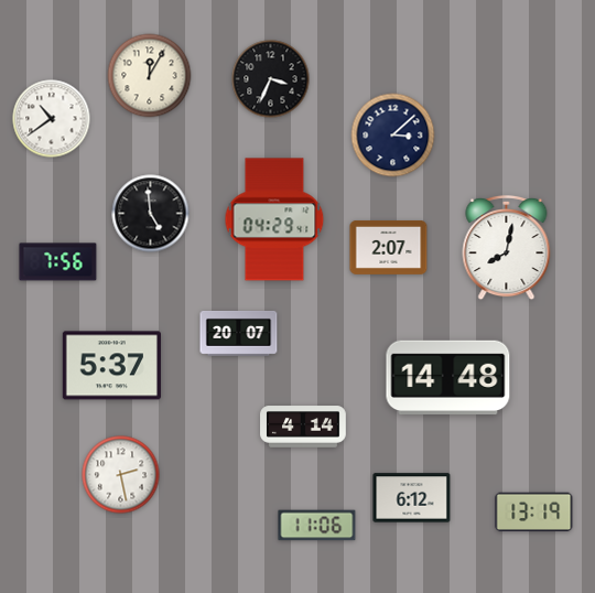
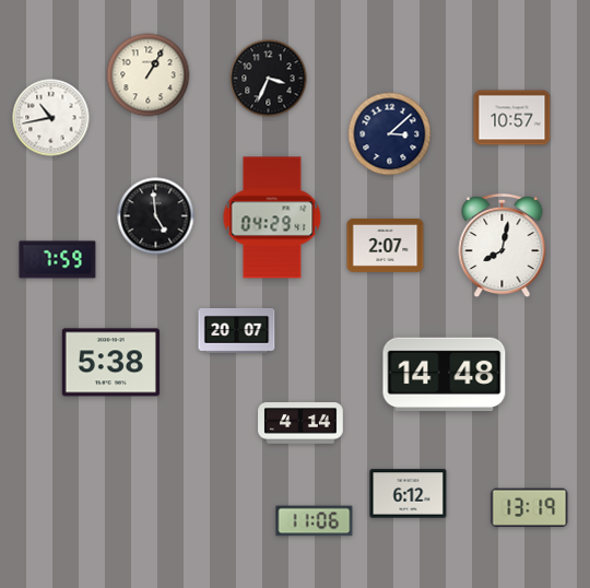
clock at (150, 76): 12:05 -> 1:05
clock at (52, 119): 10:39 -> 10:43
clock at (512, 118): none -> 10:57
clock at (151, 214) position: (151, 214) -> (156, 216)
clock at (58, 262): 7:56 -> 7:59
clock at (111, 366): 5:37 -> 5:38
clock at (121, 475): 2:28 -> none
